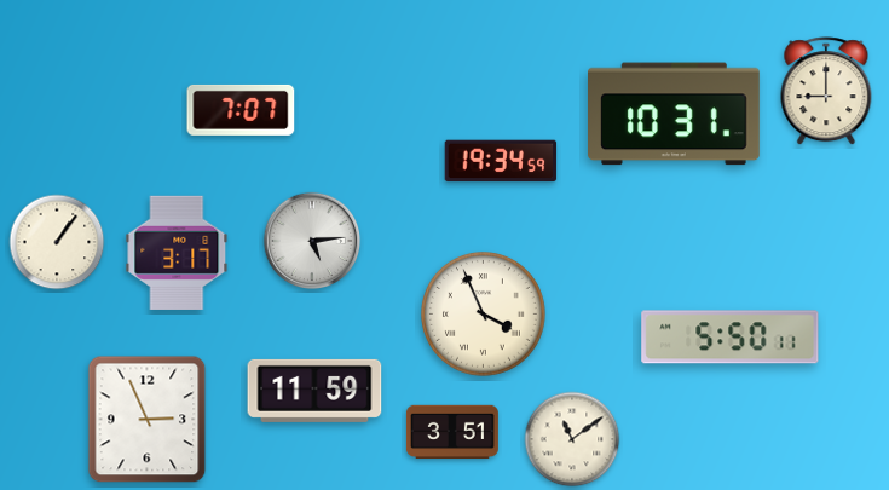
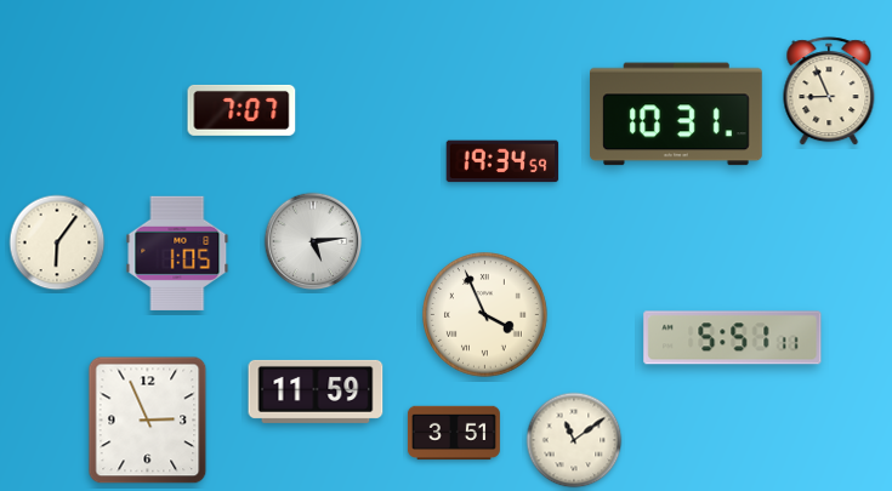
clock at (826, 92): 9:00 -> 8:56
clock at (57, 242): 1:06 -> 6:06
clock at (177, 253): 3:17 -> 1:05
clock at (731, 338): 5:50 -> 5:51
